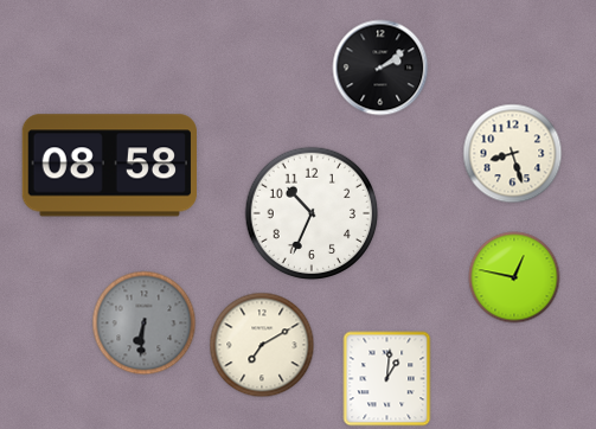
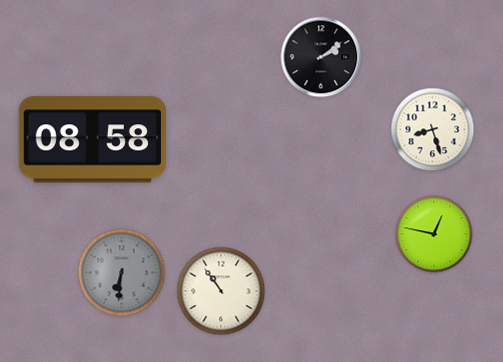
clock at (312, 213): 10:34 -> none
clock at (262, 345): 7:10 -> 10:54
clock at (387, 379): 1:01 -> none
